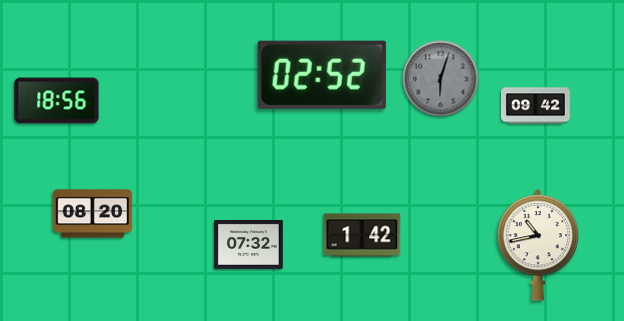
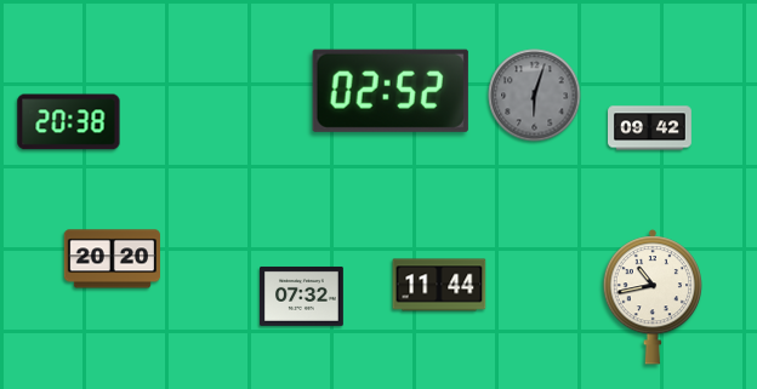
clock at (57, 101): 18:56 -> 20:38
clock at (92, 214): 08:20 -> 20:20
clock at (362, 235): 1:42 -> 11:44
